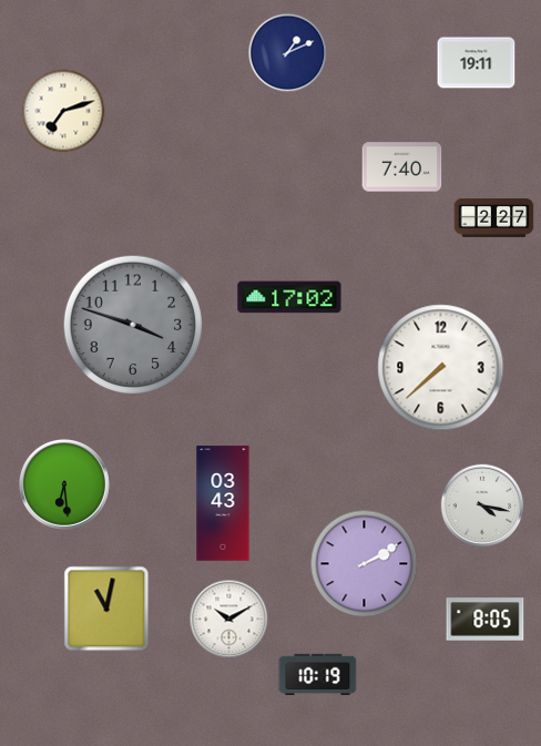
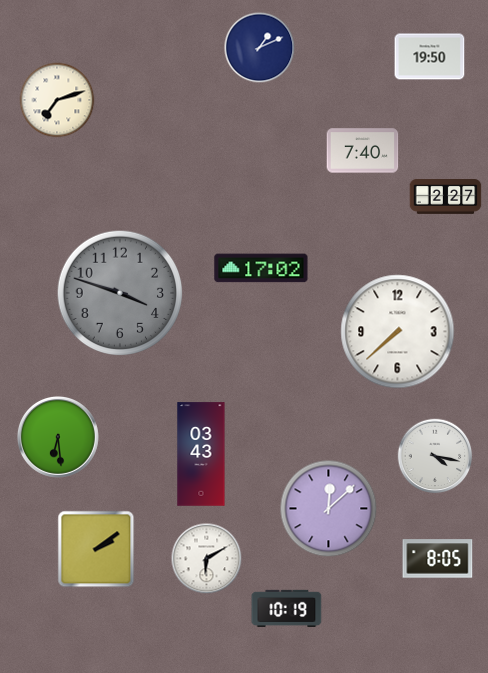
clock at (477, 63): 19:11 -> 19:50
clock at (365, 564): 2:10 -> 12:08
clock at (106, 609): 11:02 -> 2:09
clock at (229, 620): 10:10 -> 6:10
